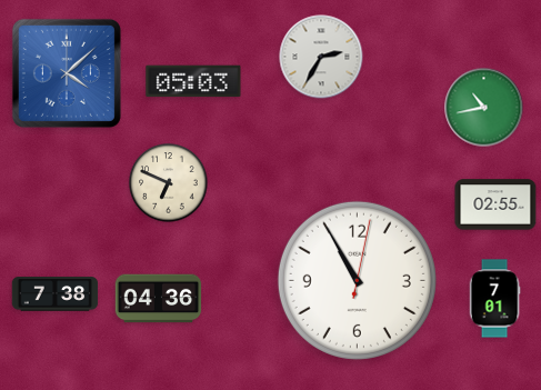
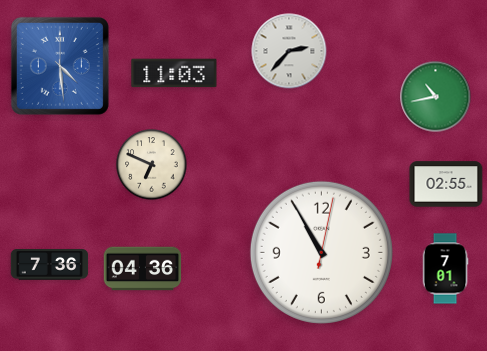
clock at (321, 57): 2:35 -> 2:37
clock at (67, 73): 4:08 -> 4:29
clock at (193, 81): 05:03 -> 11:03
clock at (56, 294): 7:38 -> 7:36
